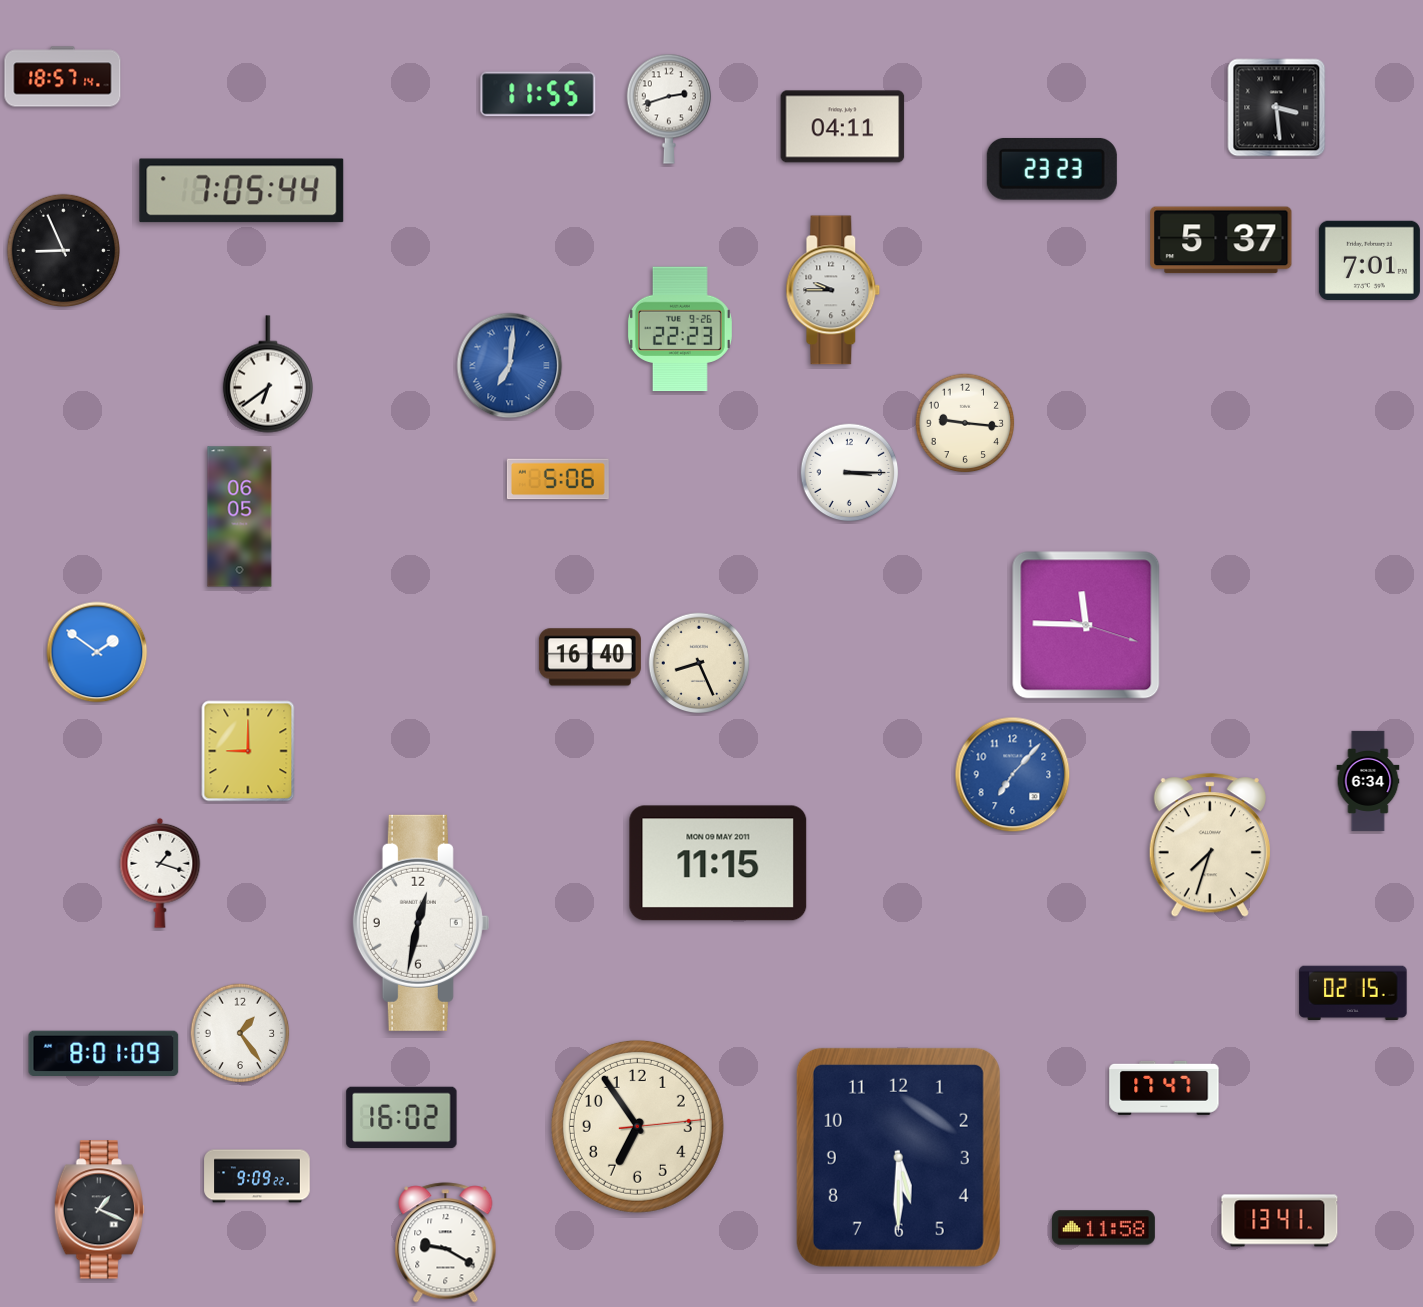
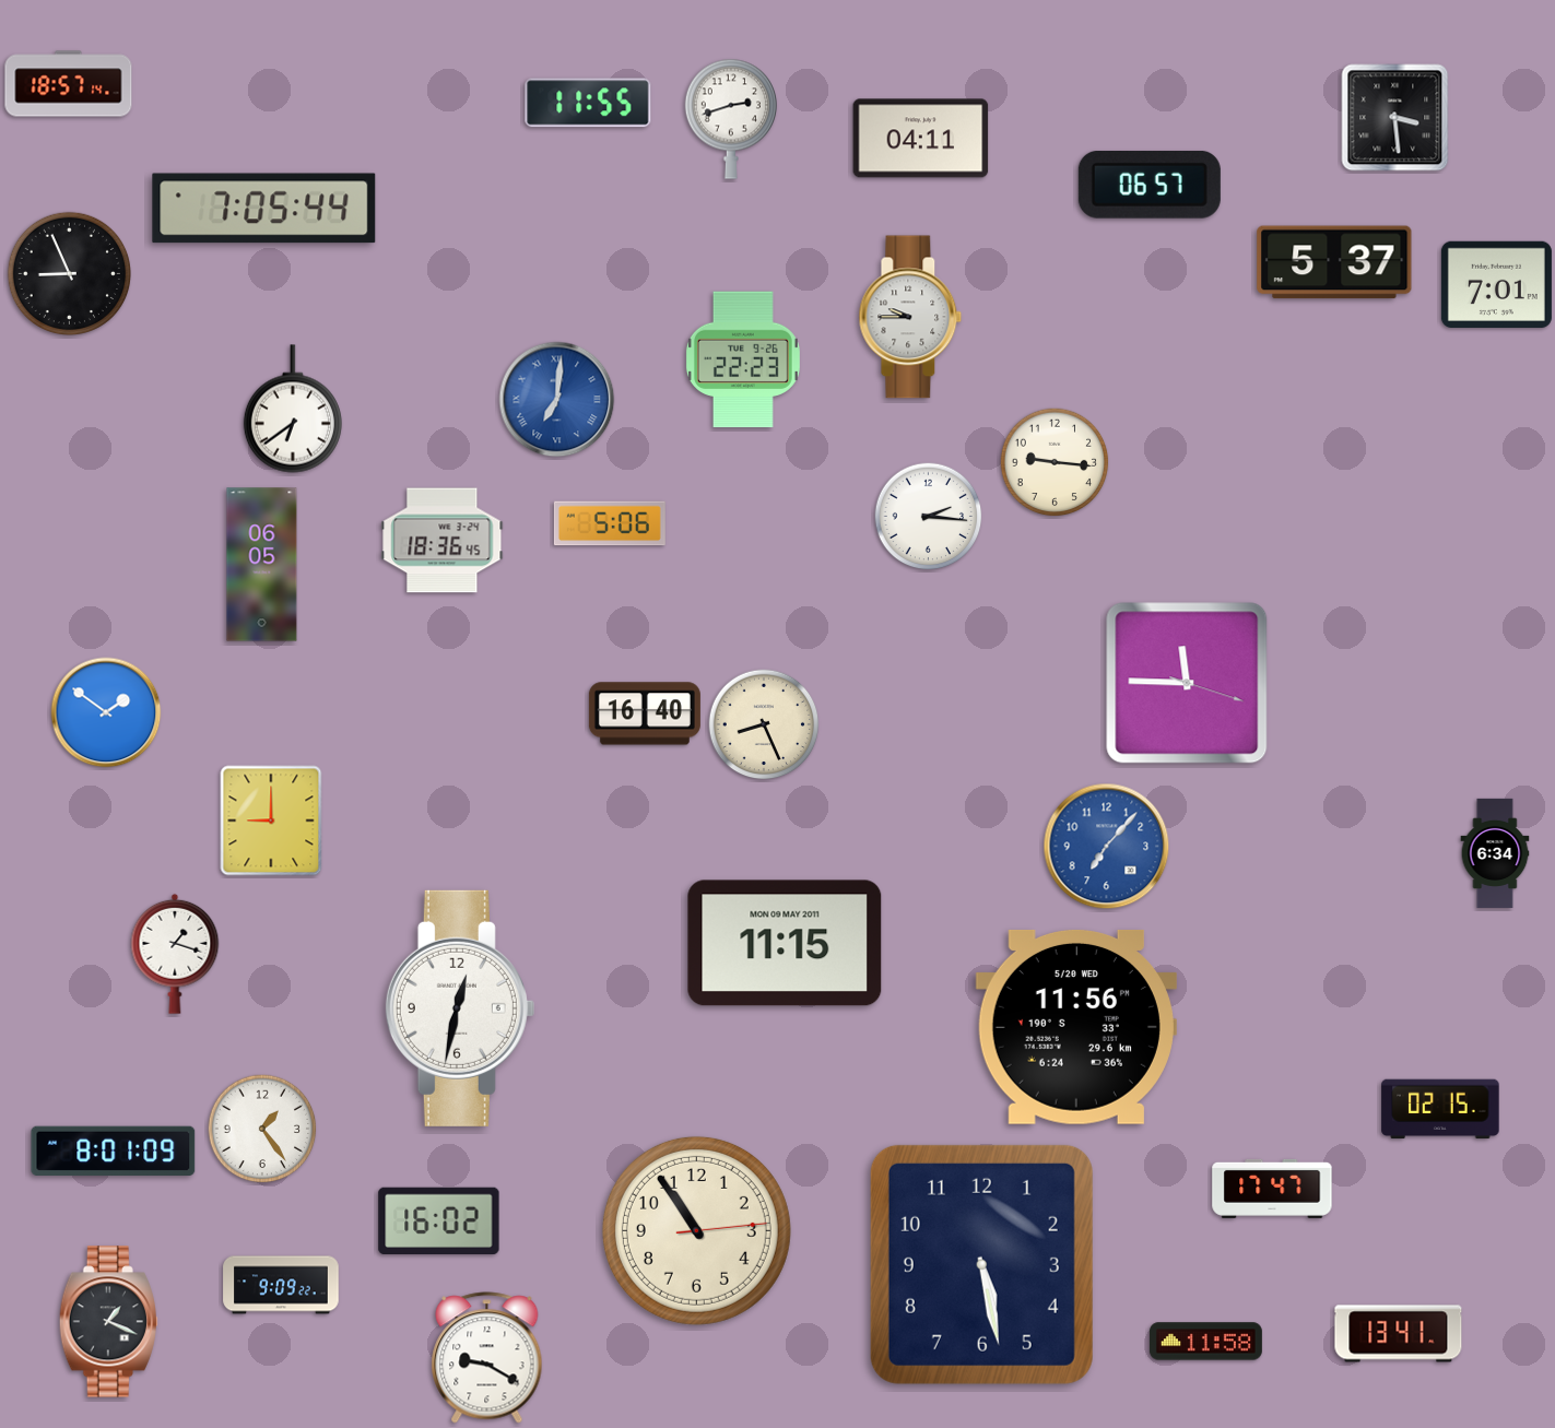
clock at (1052, 169): 23:23 -> 06:57
clock at (850, 473): 3:15 -> 2:16
clock at (443, 541): none -> 18:36
clock at (590, 657) position: (590, 657) -> (645, 713)
clock at (1210, 846): 7:33 -> none
clock at (1076, 1027): none -> 11:56
clock at (1353, 993) position: (1353, 993) -> (1440, 1109)
clock at (637, 1126): 6:54 -> 10:54
clock at (898, 1157): 5:30 -> 5:28
